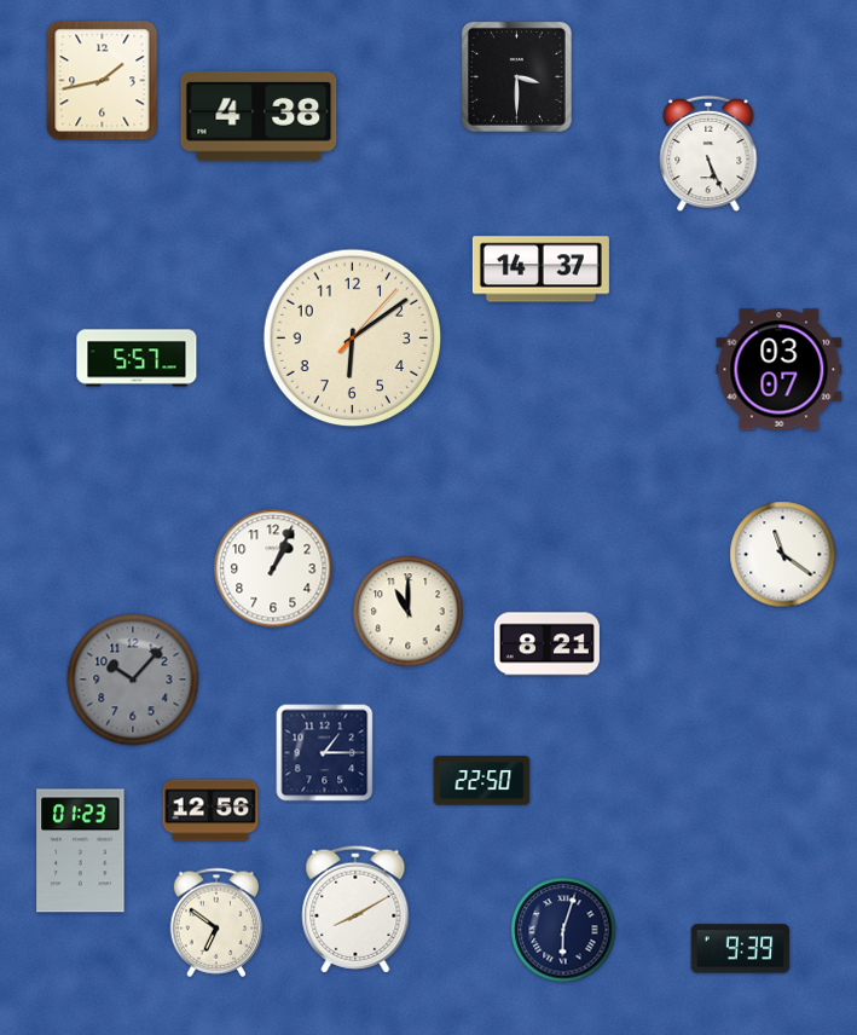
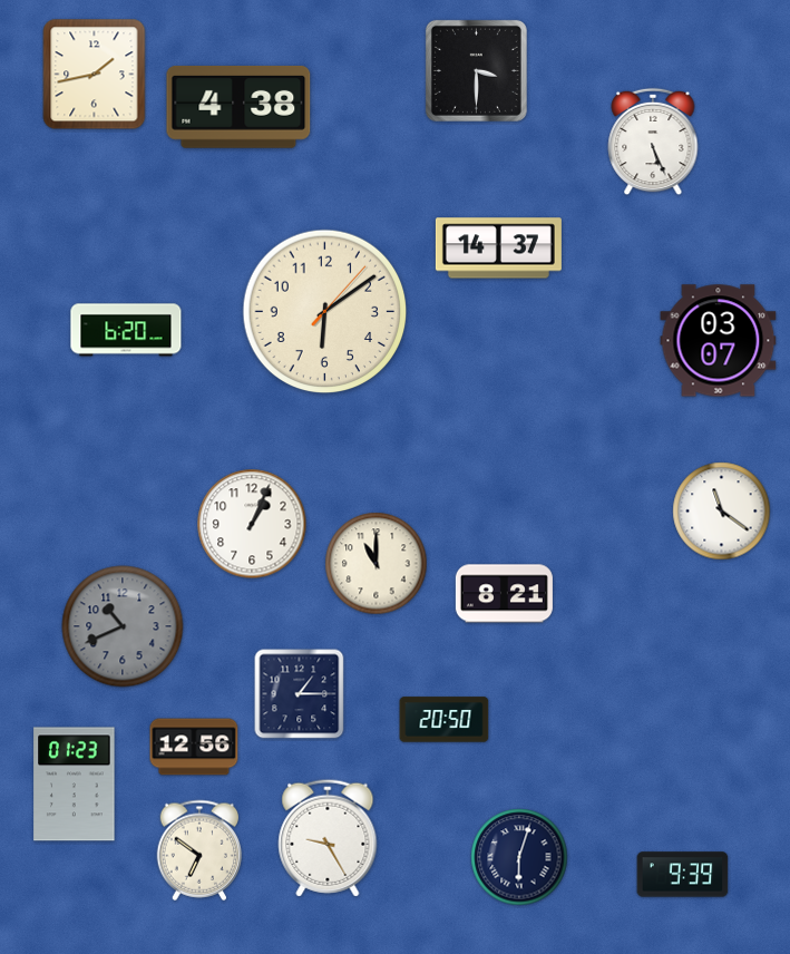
clock at (137, 358): 5:57 -> 6:20
clock at (133, 680): 10:07 -> 10:41
clock at (482, 781): 22:50 -> 20:50
clock at (355, 909): 8:10 -> 9:25
